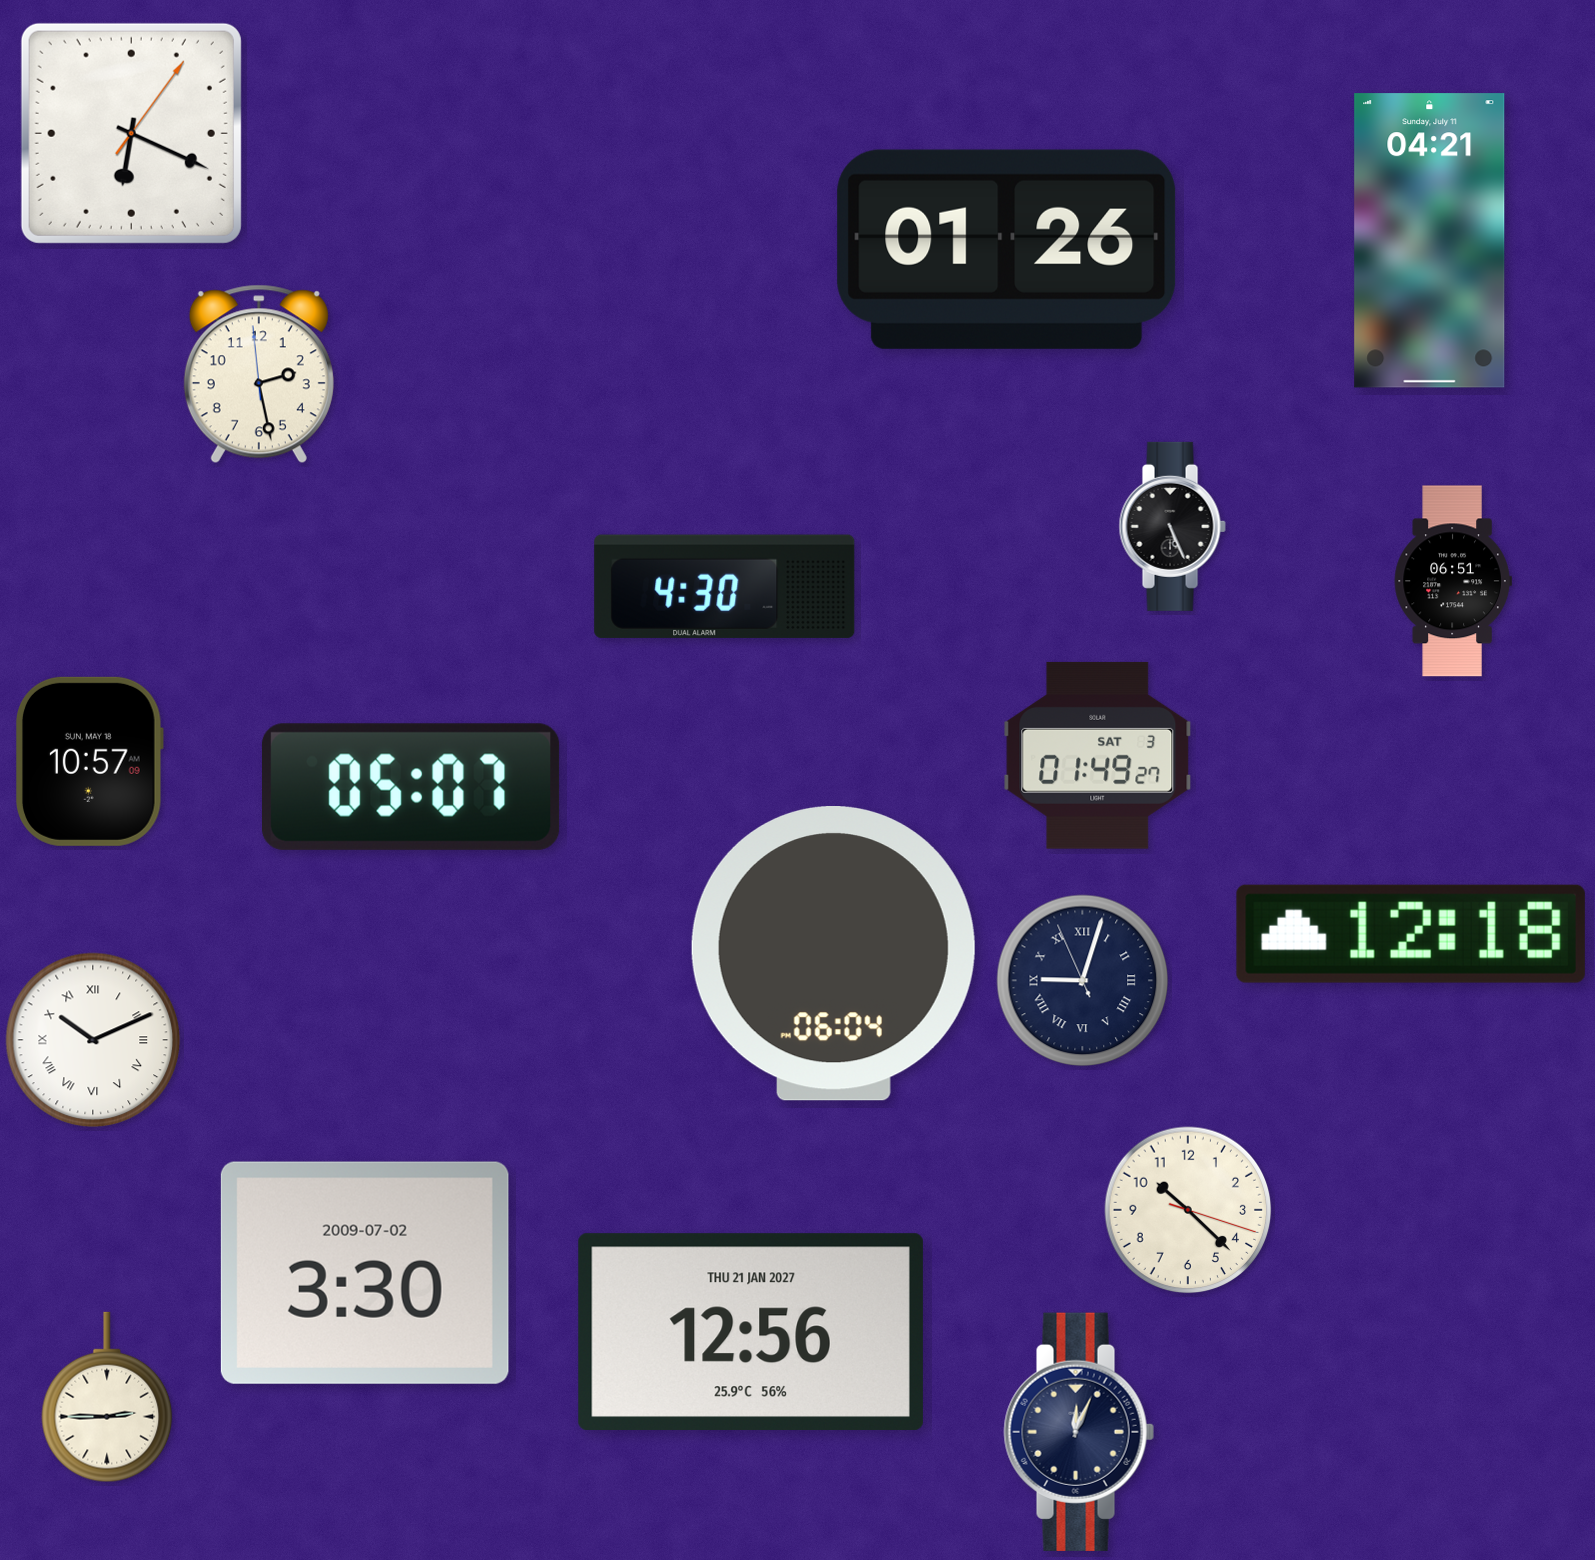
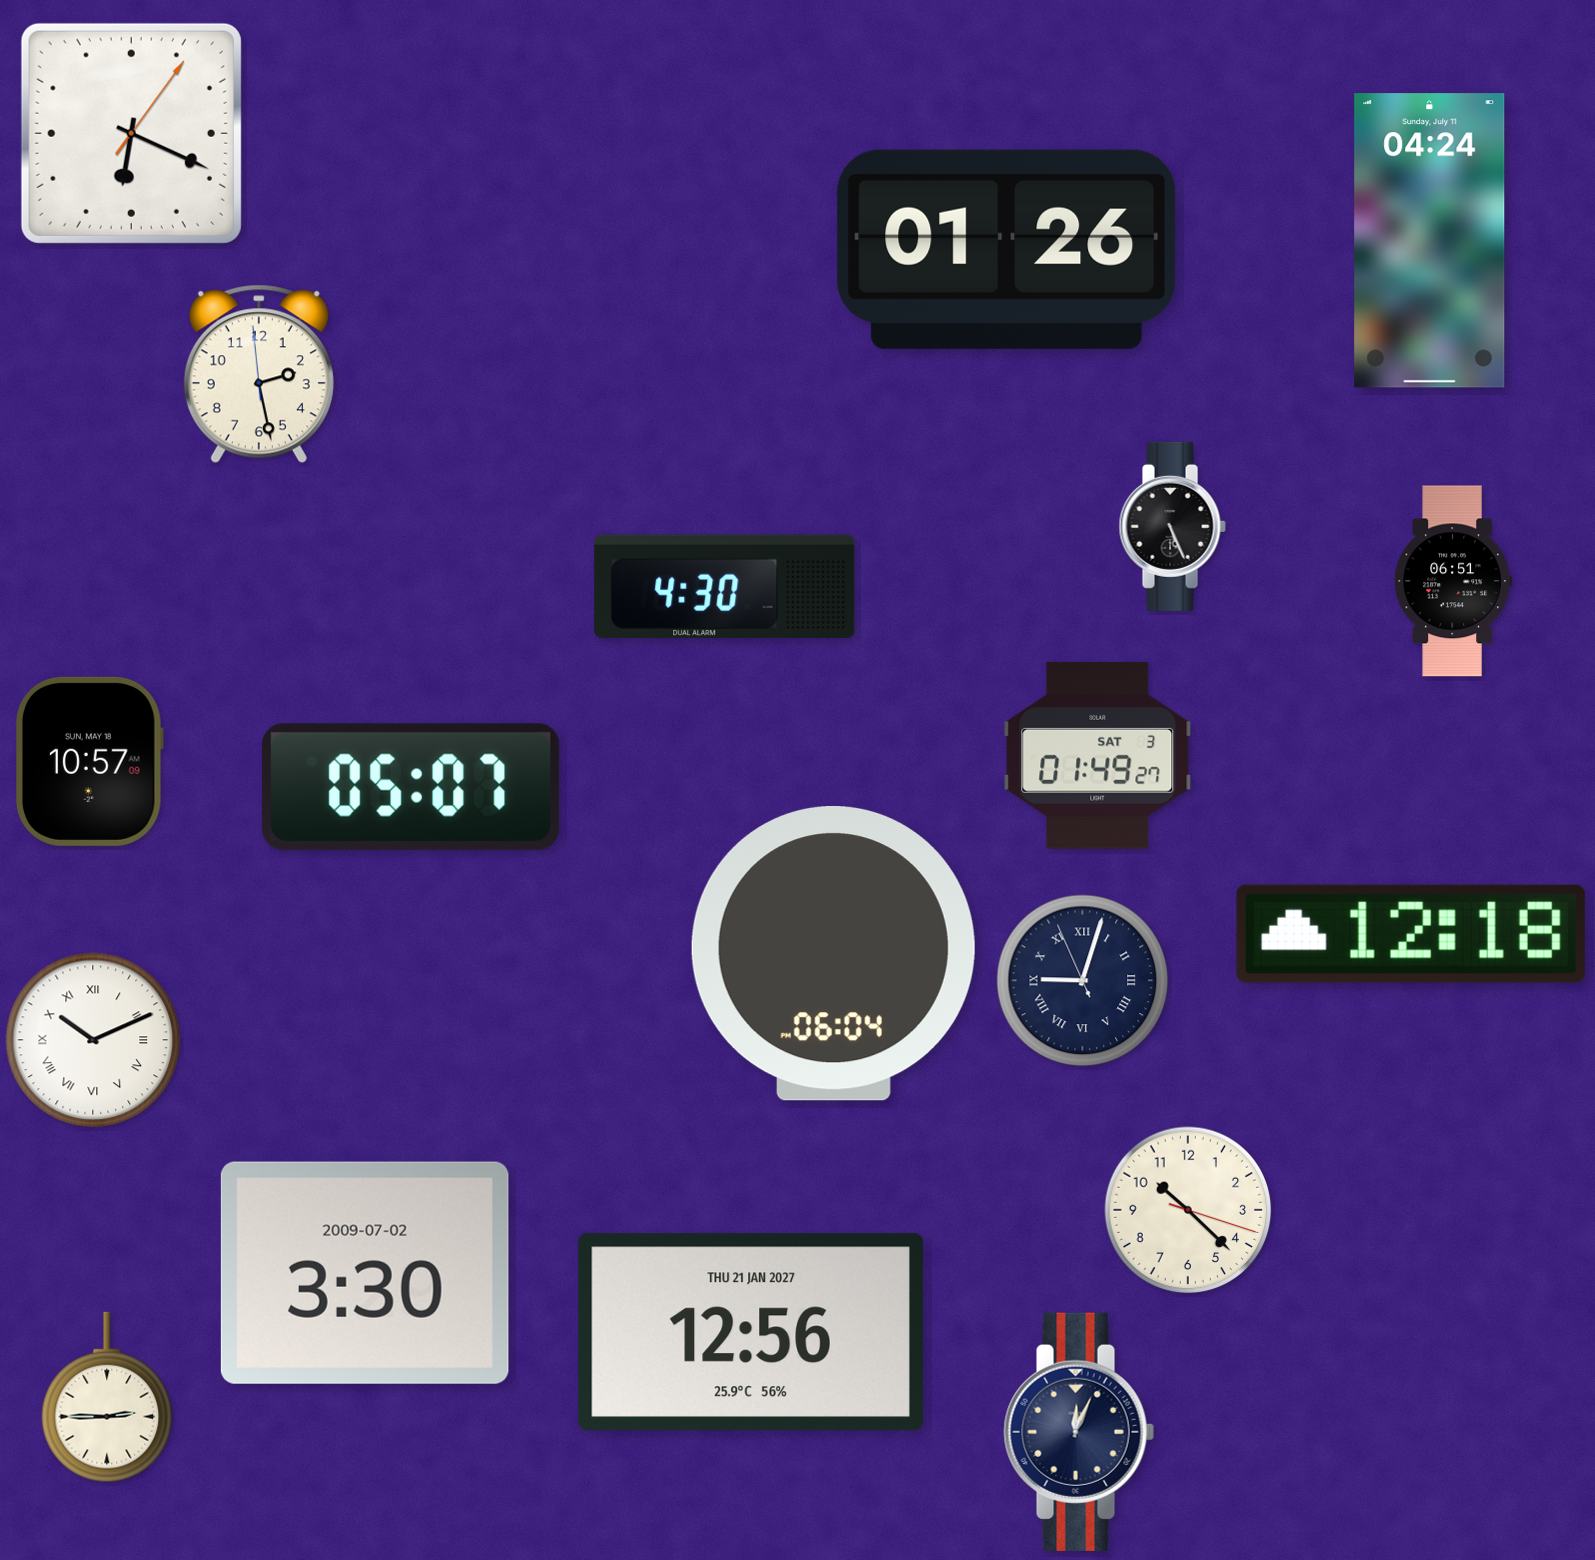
clock at (1430, 241): 04:21 -> 04:24
